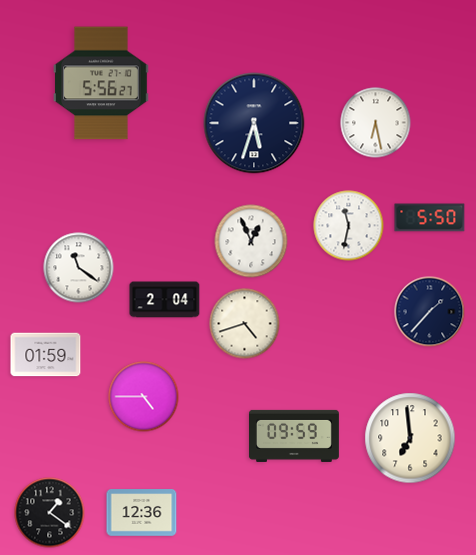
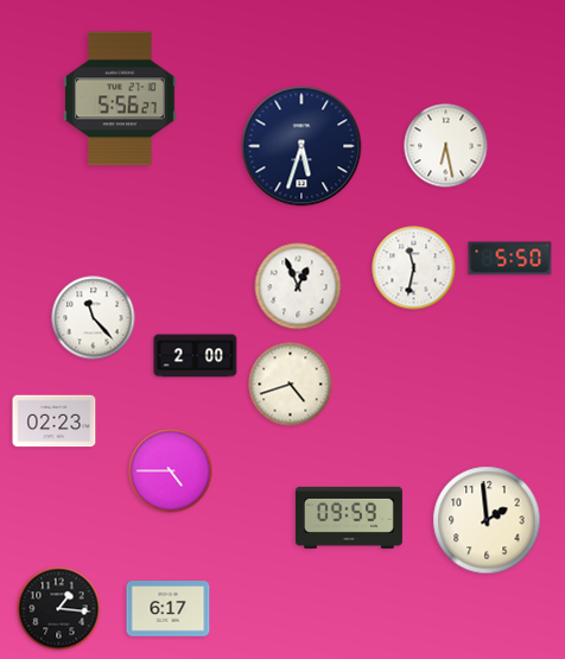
clock at (79, 268): 11:21 -> 11:23
clock at (165, 300): 2:04 -> 2:00
clock at (430, 312): 1:37 -> none
clock at (46, 355): 01:59 -> 02:23
clock at (410, 438): 6:59 -> 1:59
clock at (50, 513): 1:21 -> 1:16
clock at (142, 513): 12:36 -> 6:17
